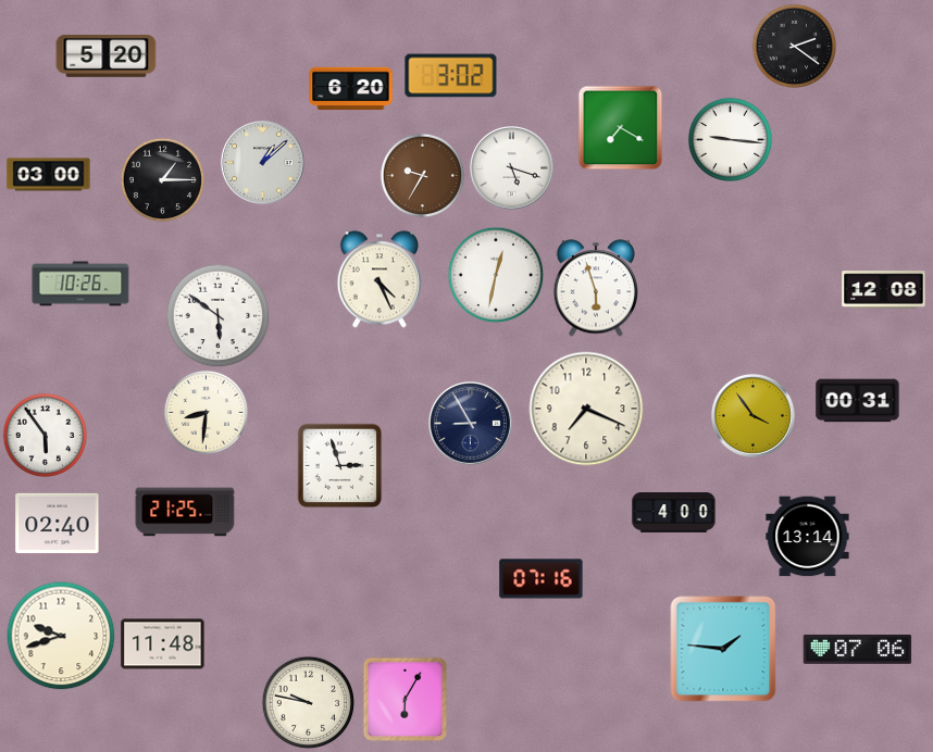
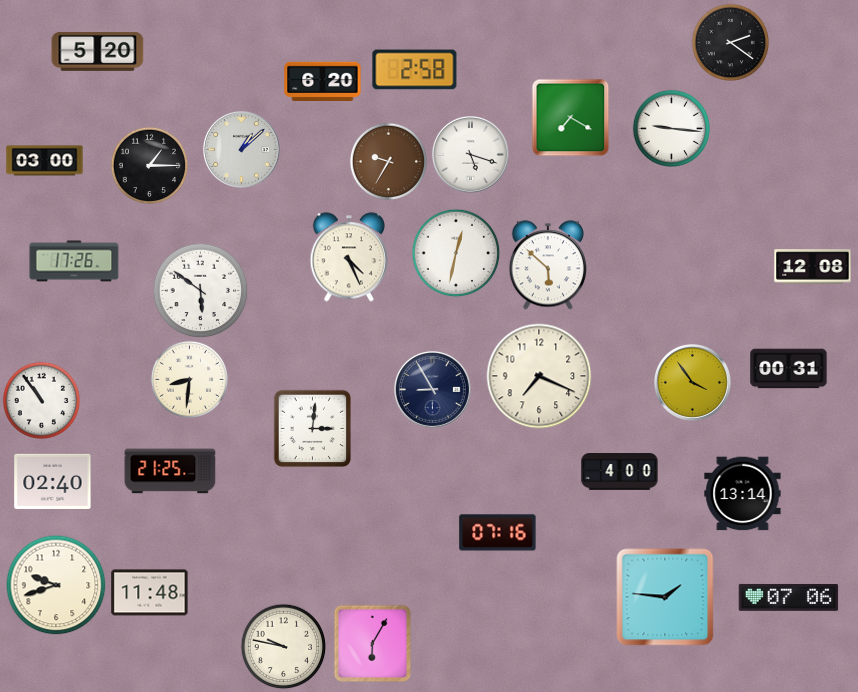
clock at (451, 76): 3:02 -> 2:58
clock at (80, 284): 10:26 -> 17:26
clock at (595, 288): 5:57 -> 5:52
clock at (45, 435): 5:54 -> 10:54
clock at (339, 465): 2:57 -> 3:01
